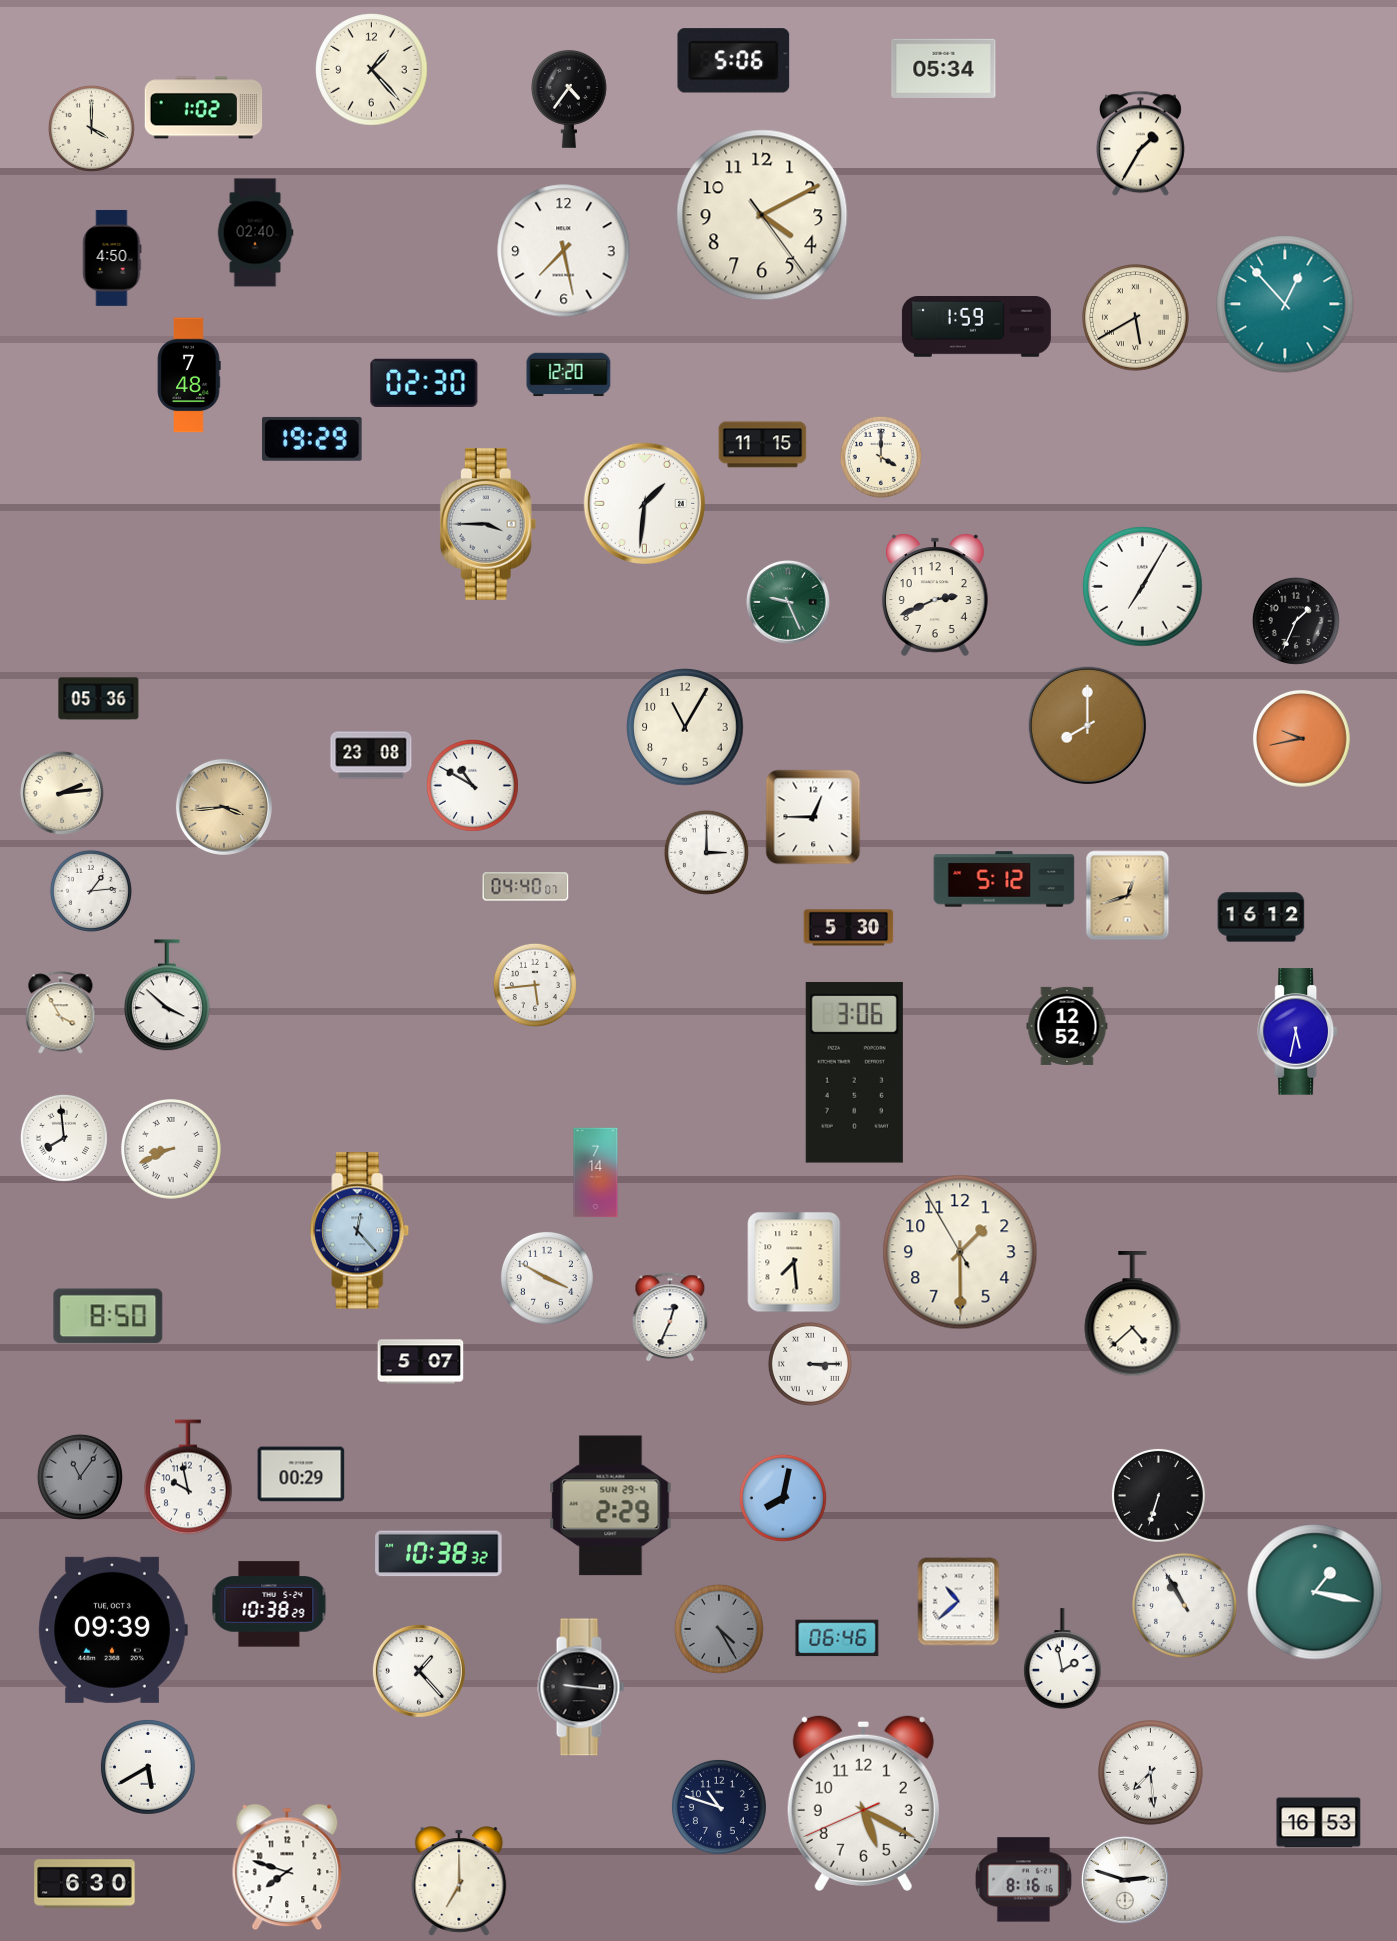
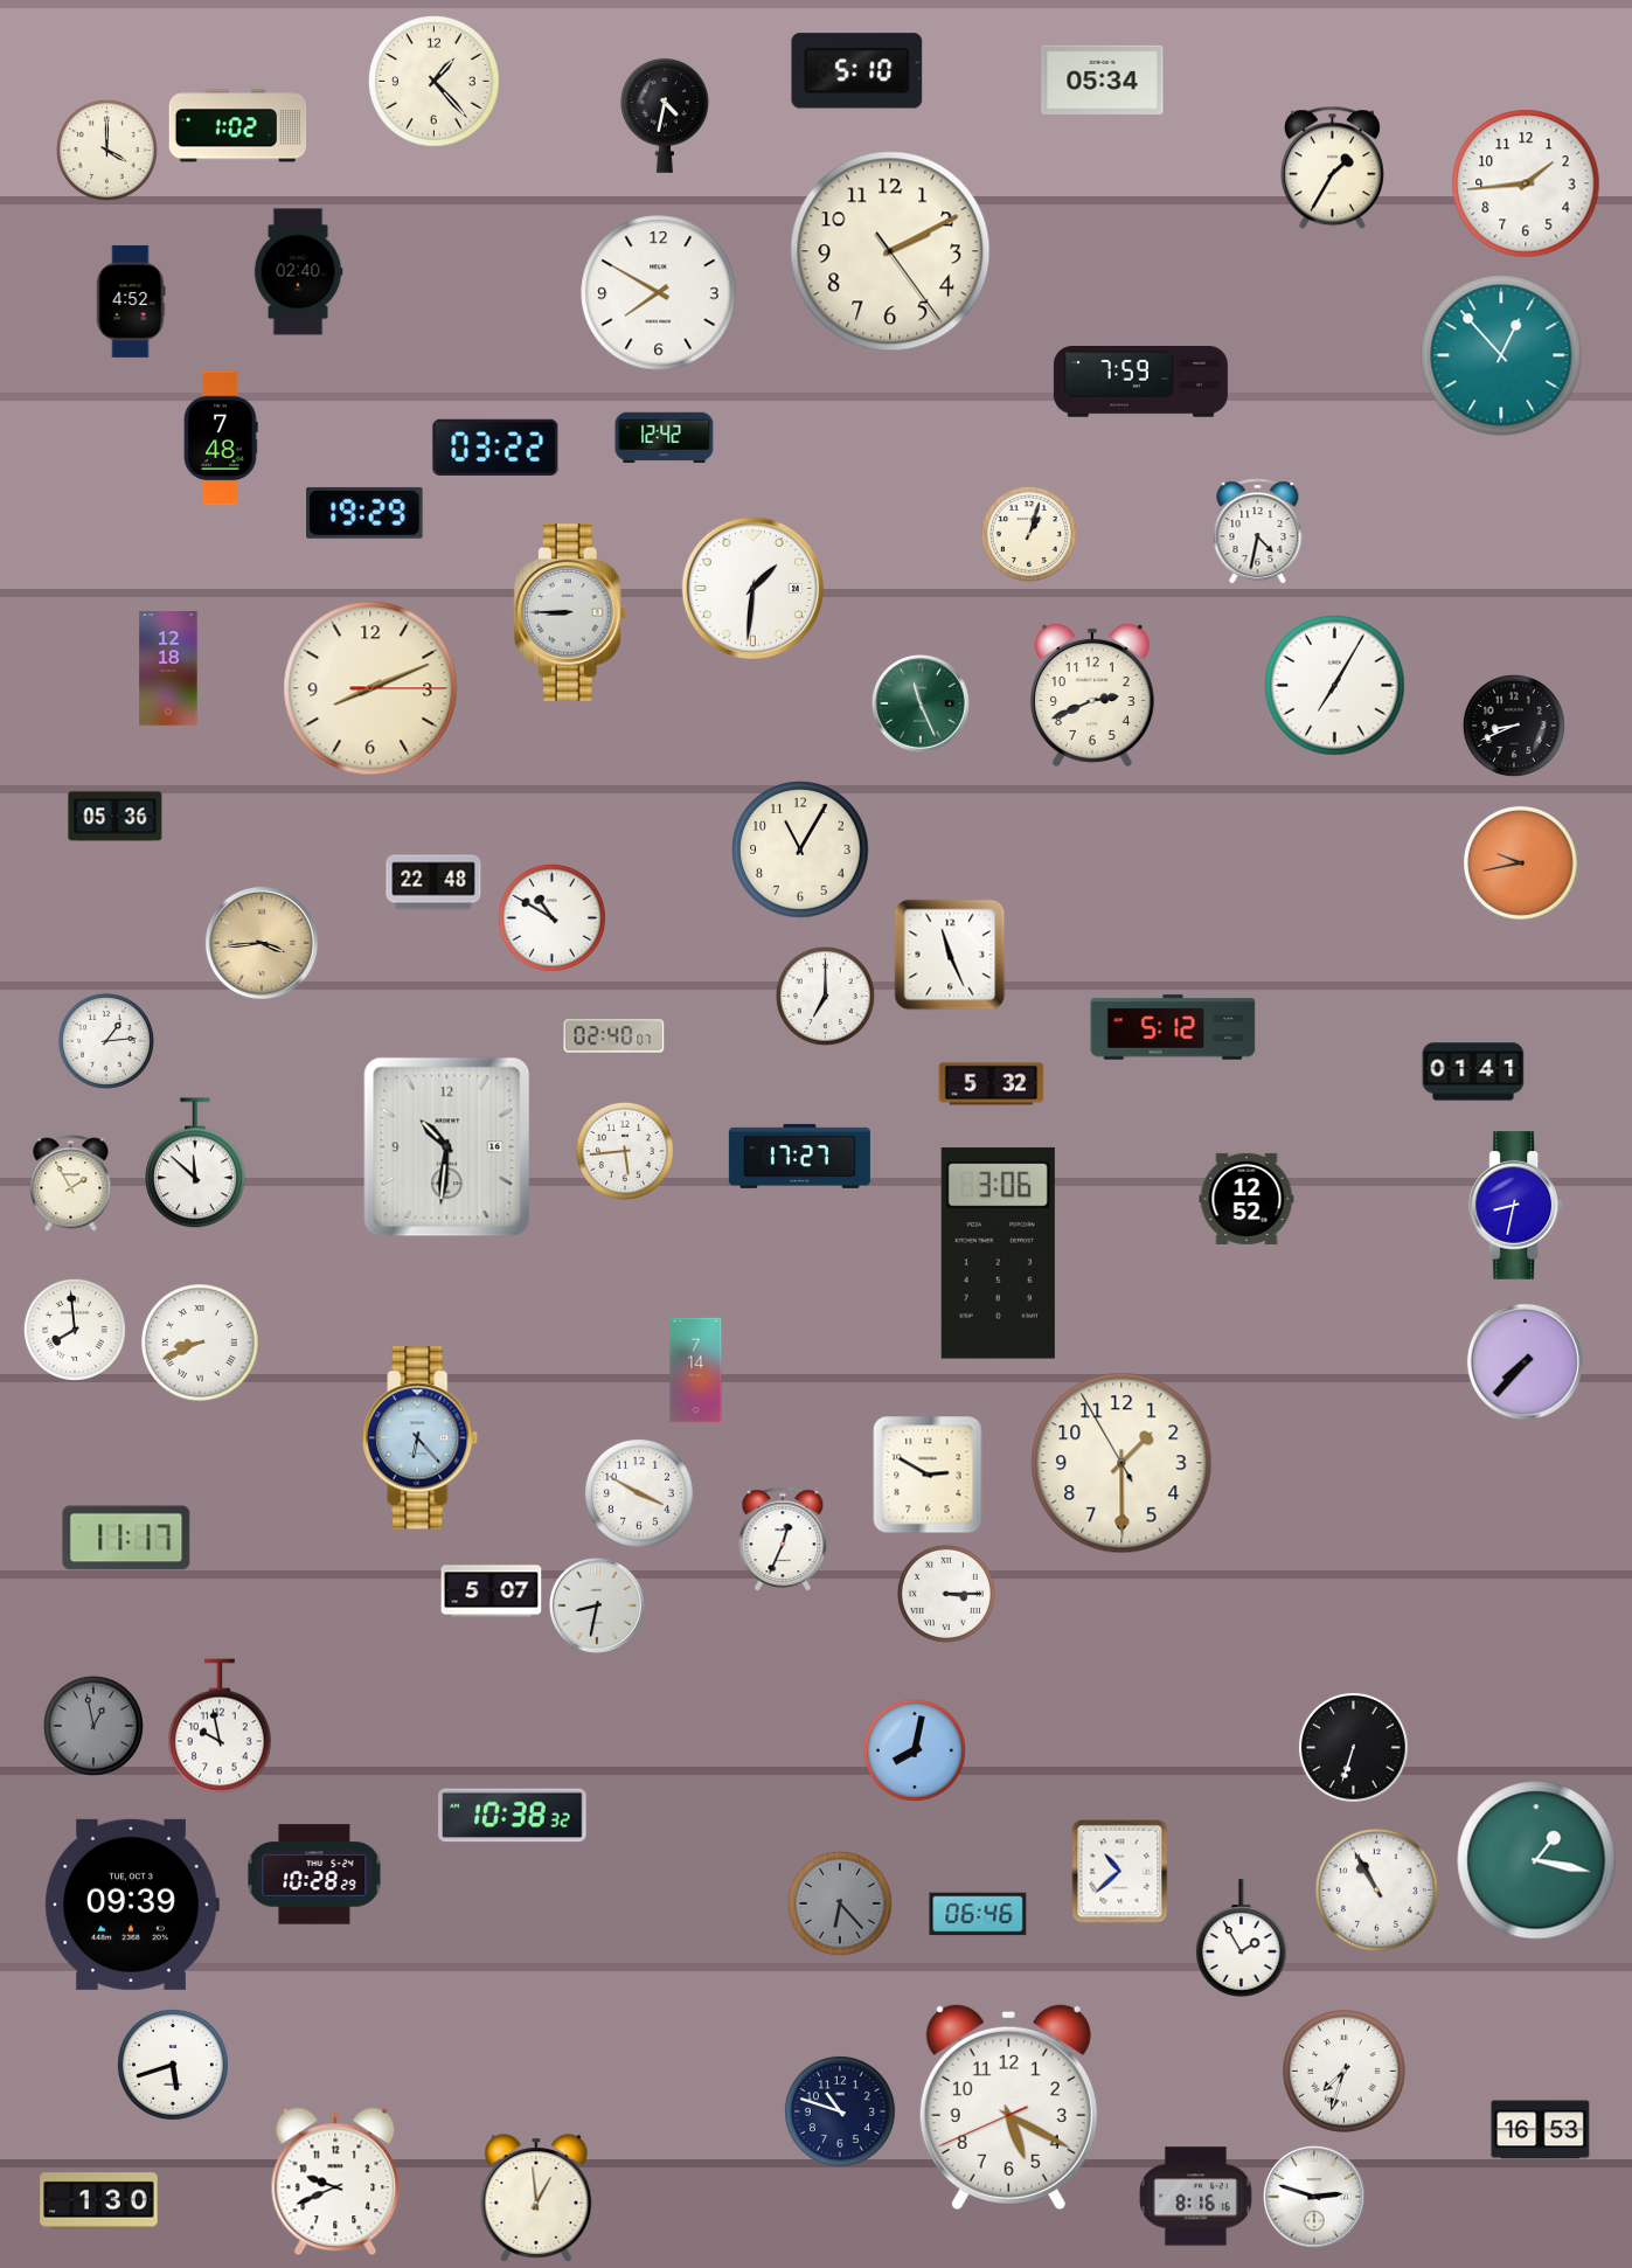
clock at (734, 61): 5:06 -> 5:10
clock at (569, 99): 4:36 -> 4:32
clock at (1526, 183): none -> 1:44
clock at (762, 215): 4:10 -> 2:10
clock at (564, 251): 7:28 -> 7:50
clock at (112, 258): 4:50 -> 4:52
clock at (1136, 318): 5:40 -> none
clock at (976, 327): 1:59 -> 7:59
clock at (569, 375): 12:20 -> 12:42
clock at (424, 383): 02:30 -> 03:22
clock at (763, 445): 11:15 -> none
clock at (1258, 532): none -> 4:32
clock at (881, 457): 4:00 -> 1:03
clock at (488, 525): 3:45 -> 8:45
clock at (168, 668): none -> 12:18
clock at (370, 688): none -> 8:11
clock at (788, 602): 9:26 -> 11:26
clock at (1296, 621): 1:34 -> 8:41
clock at (1087, 725): 8:00 -> none
clock at (371, 755): 23:08 -> 22:48
clock at (62, 793): 2:14 -> none
clock at (813, 817): 12:45 -> 11:26
clock at (706, 852): 3:00 -> 7:00
clock at (526, 887): 04:40 -> 02:40
clock at (1128, 896): 12:42 -> none
clock at (1261, 917): 16:12 -> 01:41
clock at (849, 928): 5:30 -> 5:32
clock at (447, 1147): none -> 10:31
clock at (799, 1156): none -> 17:27
clock at (168, 996): 3:52 -> 11:52
clock at (61, 1013): 3:55 -> 1:55
clock at (1297, 1032): 5:32 -> 8:32
clock at (1525, 1361): none -> 7:37
clock at (360, 1231): 12:23 -> 6:23
clock at (794, 1262): 7:29 -> 2:50
clock at (1133, 1315): 4:38 -> none
clock at (108, 1316): 8:50 -> 11:17
clock at (598, 1607): none -> 8:32
clock at (301, 1474): 00:29 -> none
clock at (80, 1477): 11:06 -> 12:58
clock at (611, 1506): 2:29 -> none
clock at (269, 1604): 10:38 -> 10:28
clock at (1185, 1606) position: (1185, 1606) -> (1377, 1891)
clock at (719, 1629): 4:25 -> 6:23
clock at (1062, 1659): 1:58 -> 1:55
clock at (419, 1671): 1:23 -> none
clock at (581, 1687): 9:16 -> none
clock at (148, 1767): 5:40 -> 5:42
clock at (1151, 1773): 7:29 -> 7:33
clock at (287, 1867): 7:48 -> 9:41
clock at (459, 1881): 7:00 -> 12:59
clock at (85, 1884): 6:30 -> 1:30
